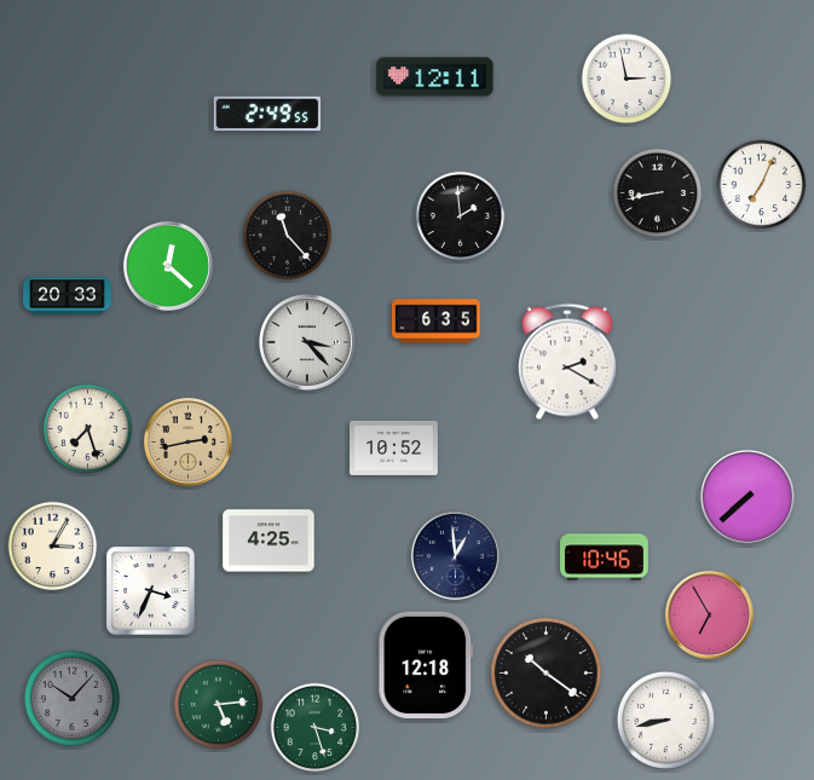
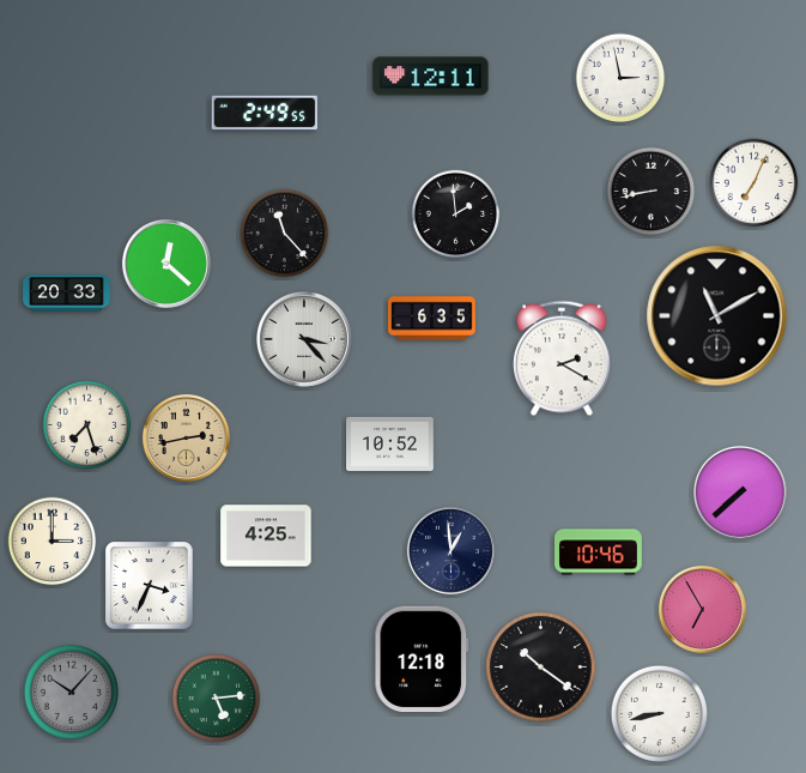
clock at (717, 316): none -> 11:10
clock at (53, 547): 3:05 -> 3:00
clock at (316, 728): 3:27 -> none
